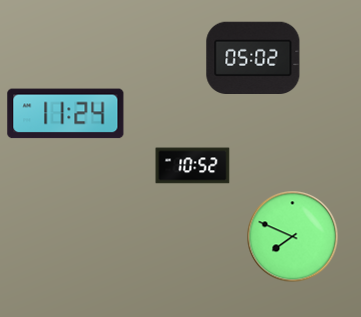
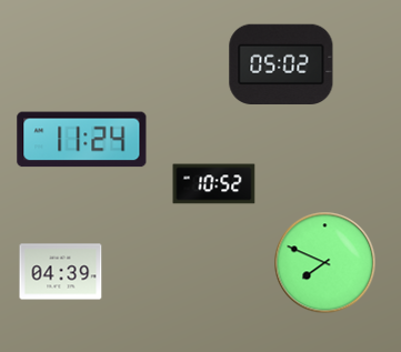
clock at (66, 114) position: (66, 114) -> (82, 140)
clock at (61, 272): none -> 04:39
